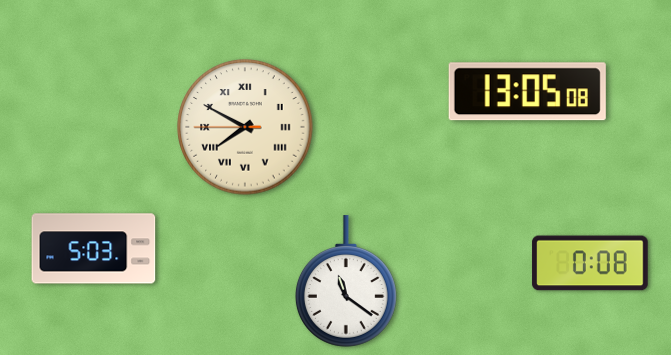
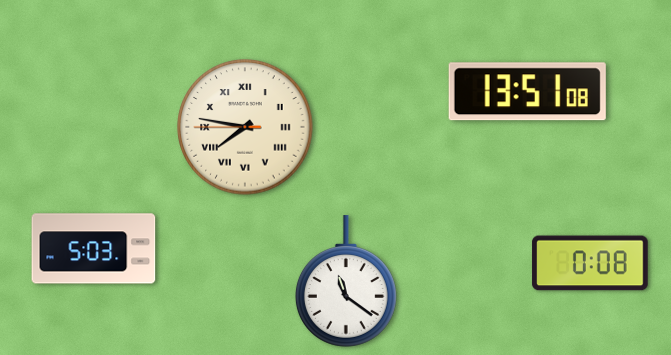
clock at (527, 92): 13:05 -> 13:51
clock at (245, 127): 7:49 -> 7:46
